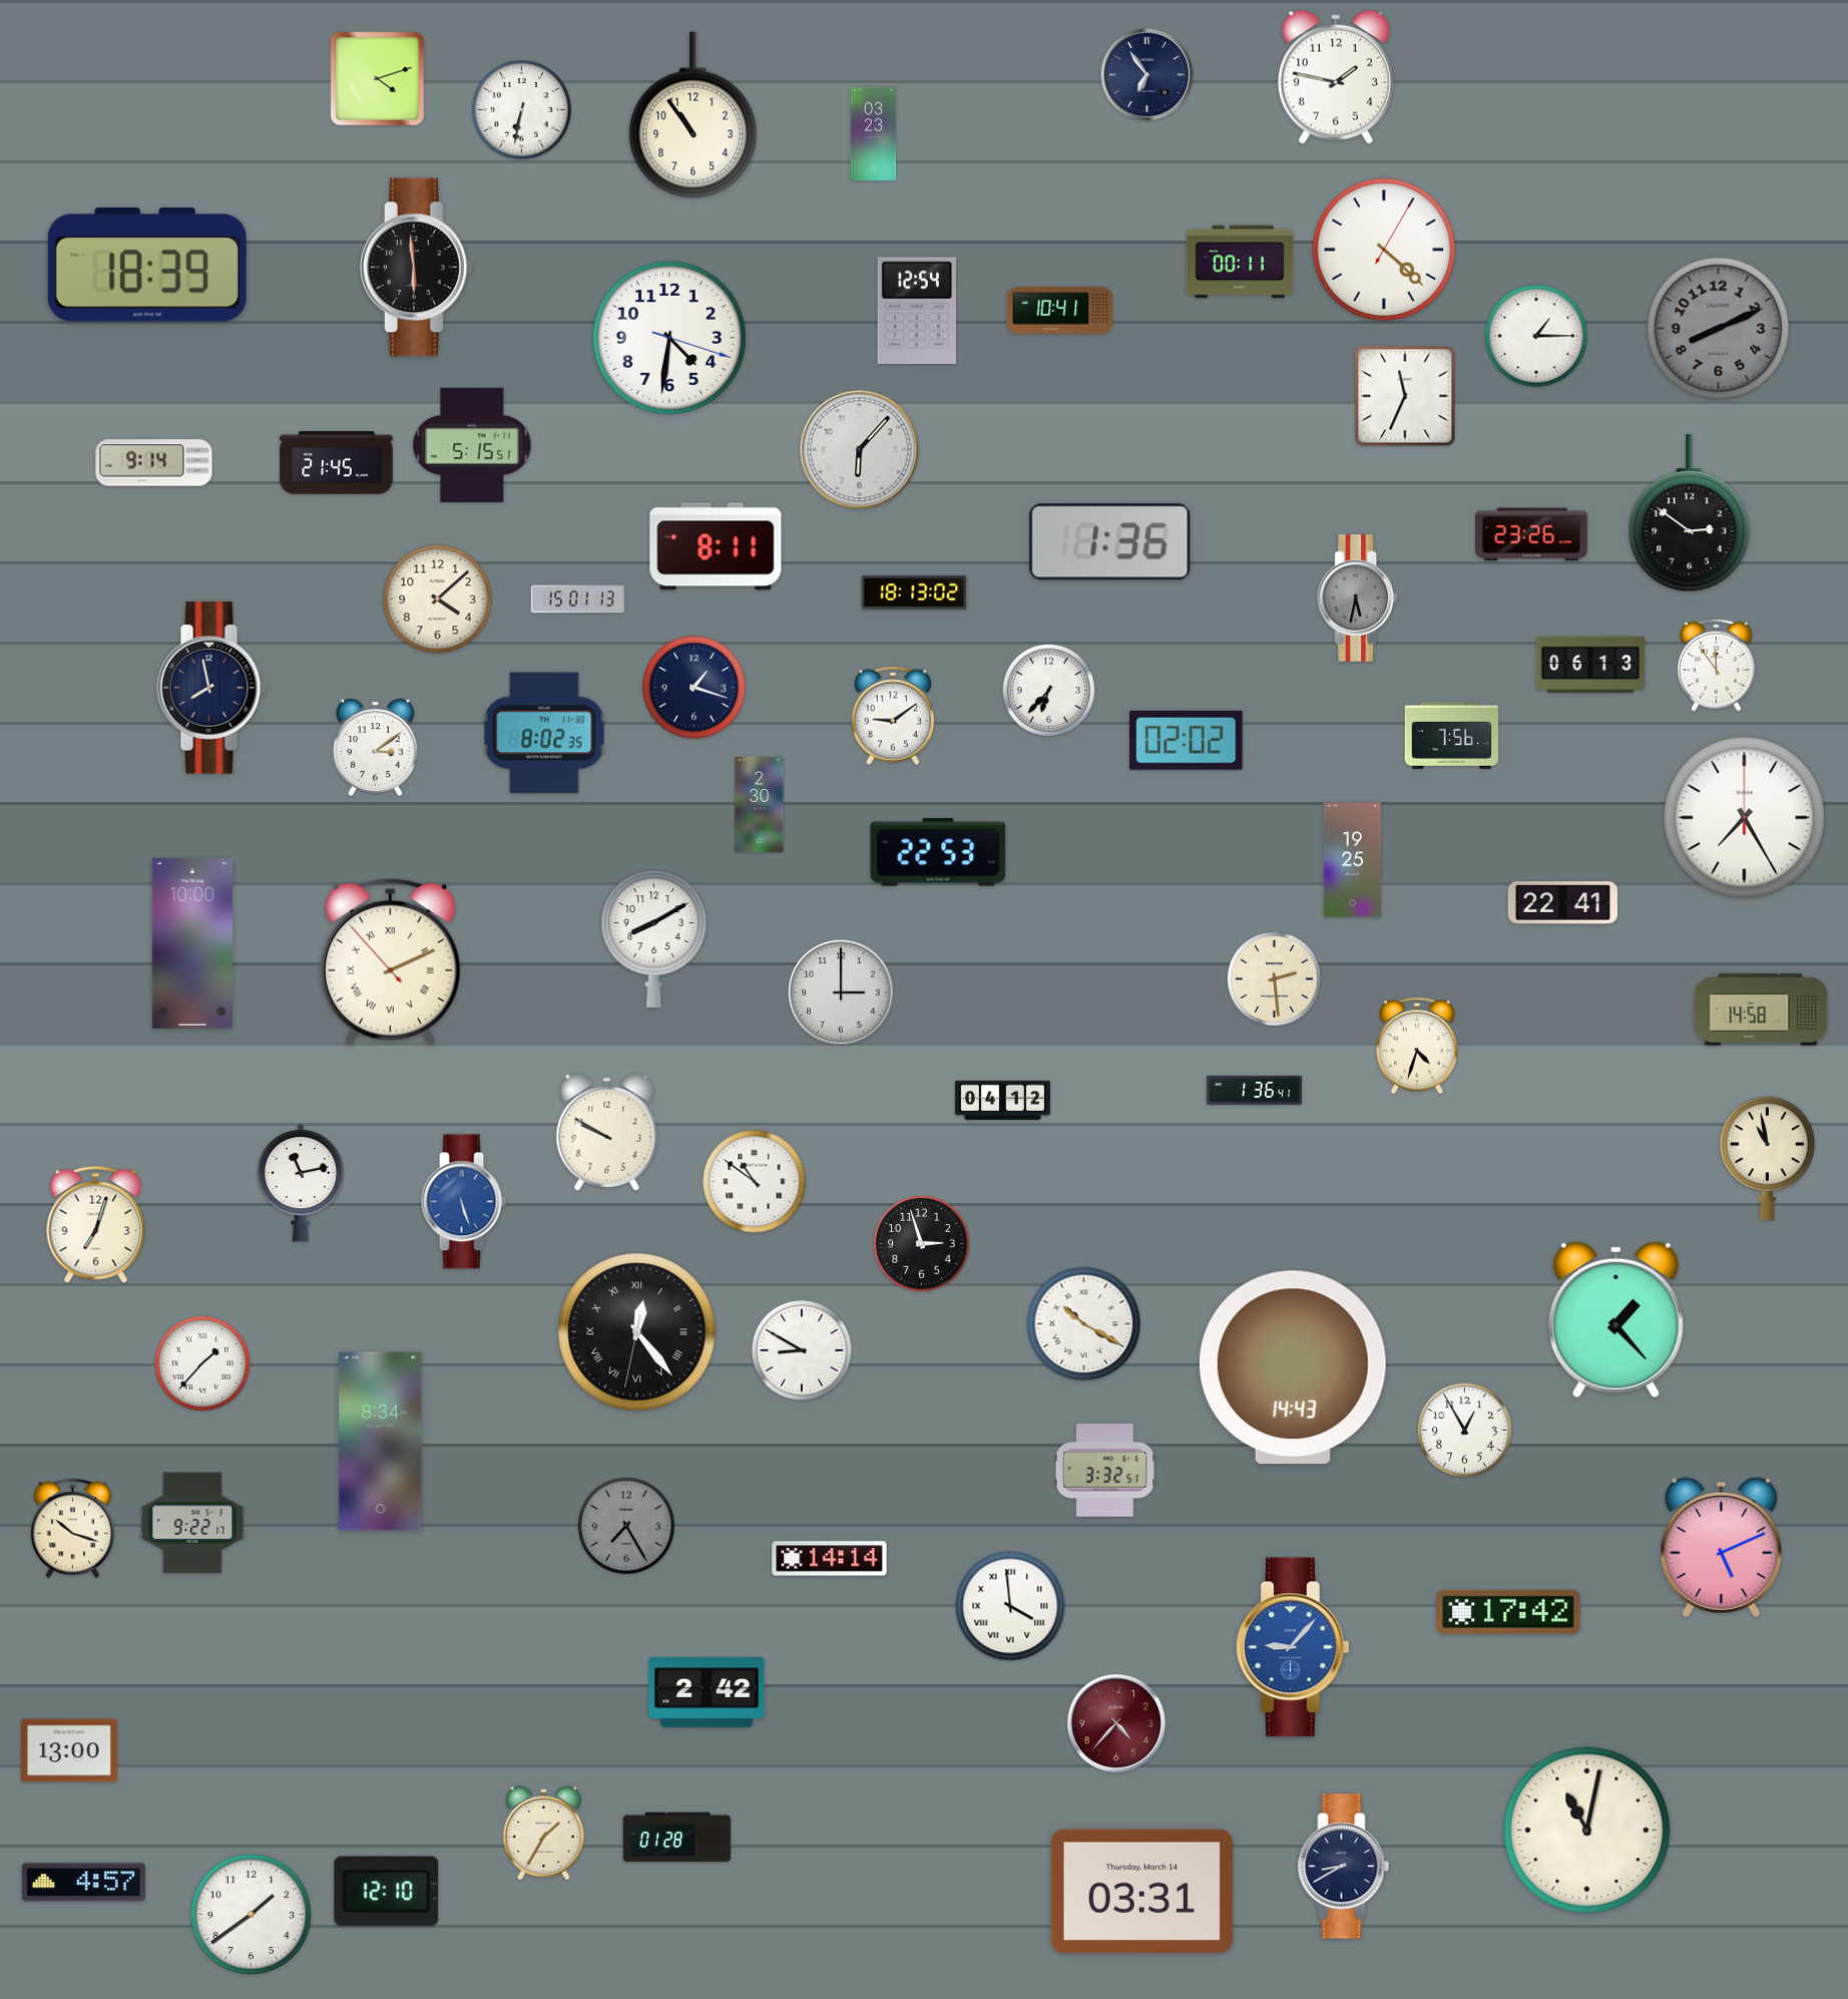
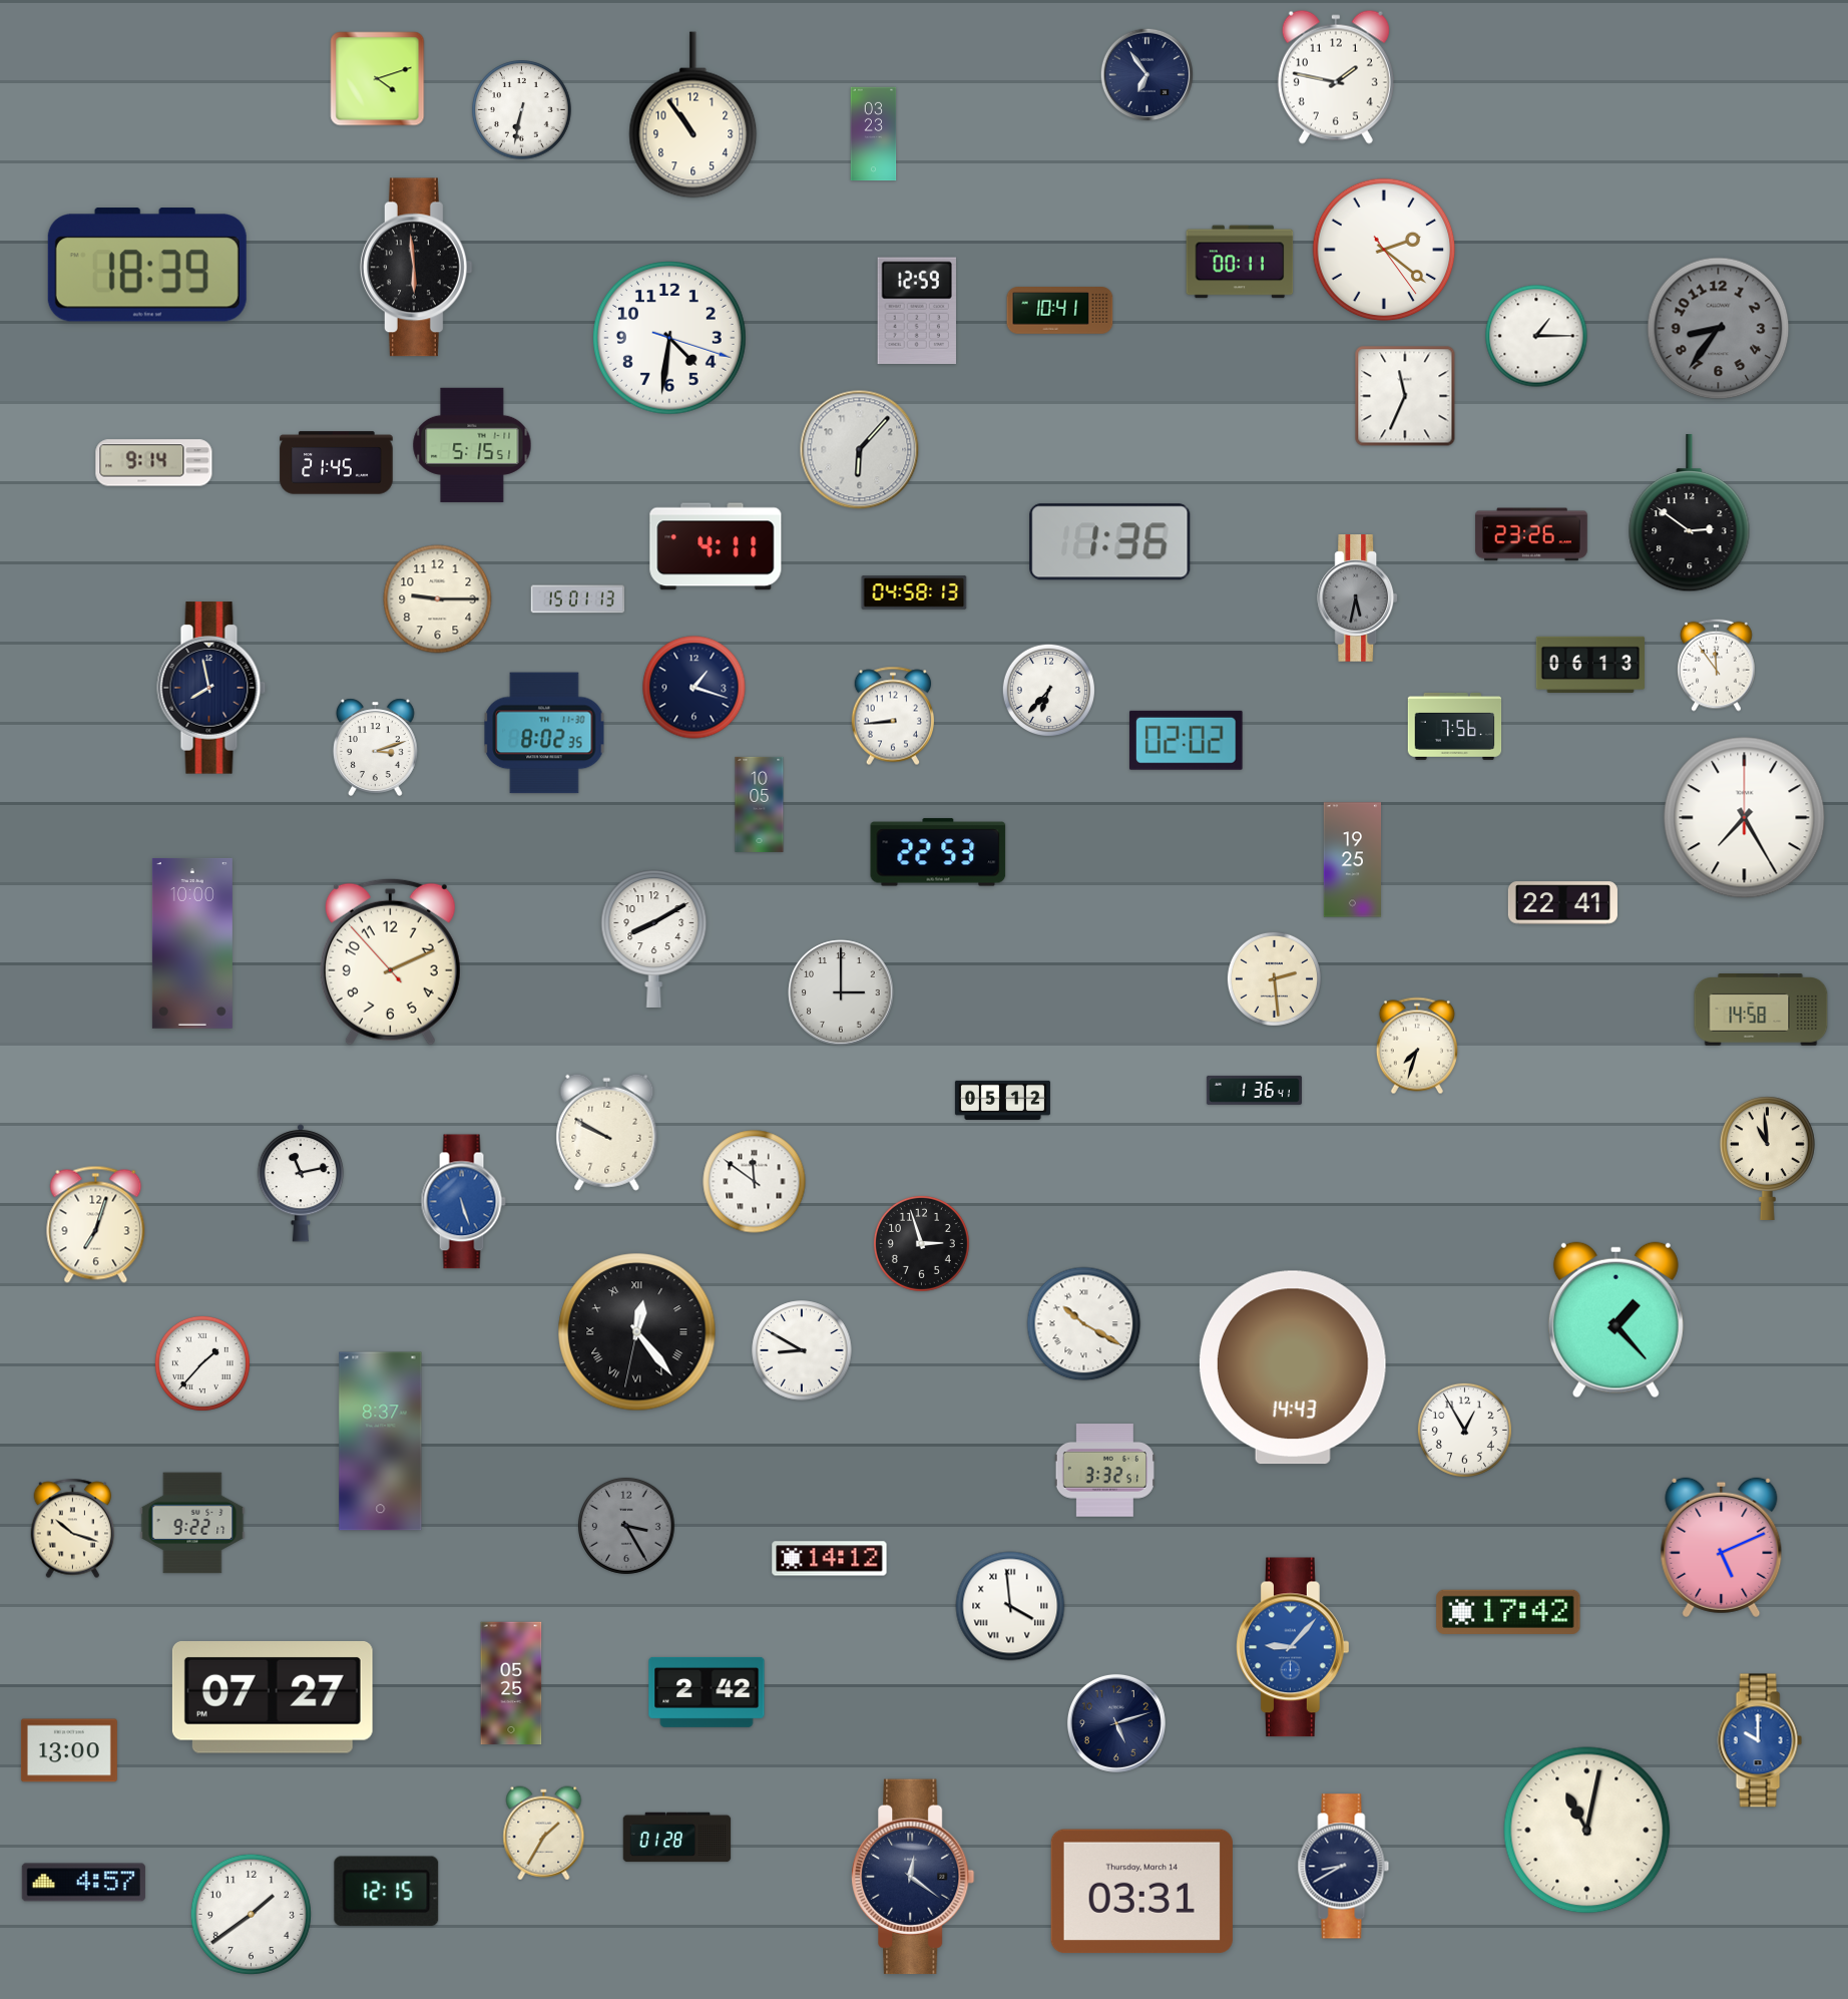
clock at (1384, 250): 4:22 -> 2:21
clock at (917, 311): 12:54 -> 12:59
clock at (1719, 329): 8:11 -> 8:36
clock at (716, 546): 8:11 -> 4:11
clock at (914, 592): 18:13 -> 04:58
clock at (438, 599): 4:08 -> 9:15
clock at (892, 716): 9:09 -> 8:44
clock at (1452, 735) position: (1452, 735) -> (1455, 726)
clock at (375, 747): 3:09 -> 3:12
clock at (760, 804): 2:30 -> 10:05
clock at (390, 961) numerals: Roman -> Arabic
clock at (1417, 1046): 4:33 -> 7:33
clock at (1002, 1100): 04:12 -> 05:12
clock at (1767, 1158): 10:58 -> 10:59
clock at (755, 1182): 10:51 -> 11:51
clock at (381, 1442): 8:34 -> 8:37
clock at (626, 1526): 7:25 -> 3:25
clock at (830, 1559): 14:14 -> 14:12
clock at (511, 1683): none -> 05:25
clock at (273, 1698): none -> 07:27
clock at (1116, 1723): 4:37 -> 5:12
clock at (1116, 1723) dial: burgundy -> navy
clock at (1760, 1740): none -> 10:00
clock at (913, 1877): none -> 12:21
clock at (387, 1892): 12:10 -> 12:15
